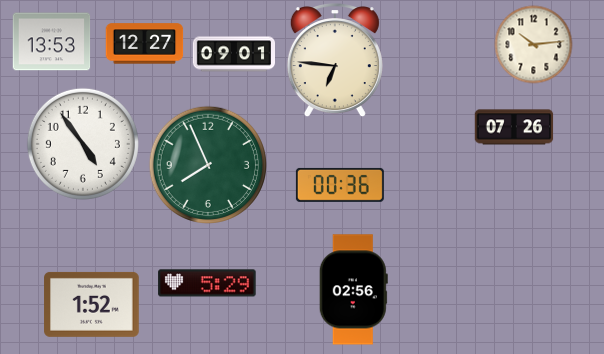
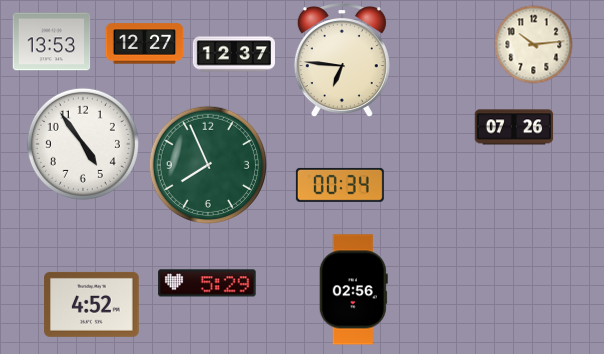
clock at (233, 54): 09:01 -> 12:37
clock at (335, 60) position: (335, 60) -> (342, 60)
clock at (340, 185): 00:36 -> 00:34
clock at (92, 304): 1:52 -> 4:52
